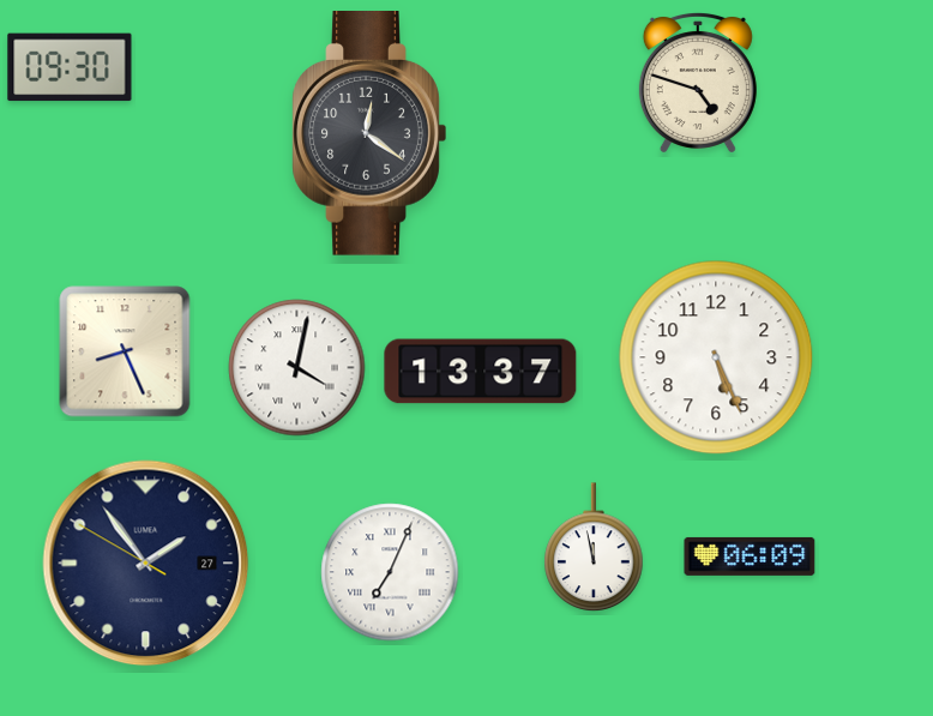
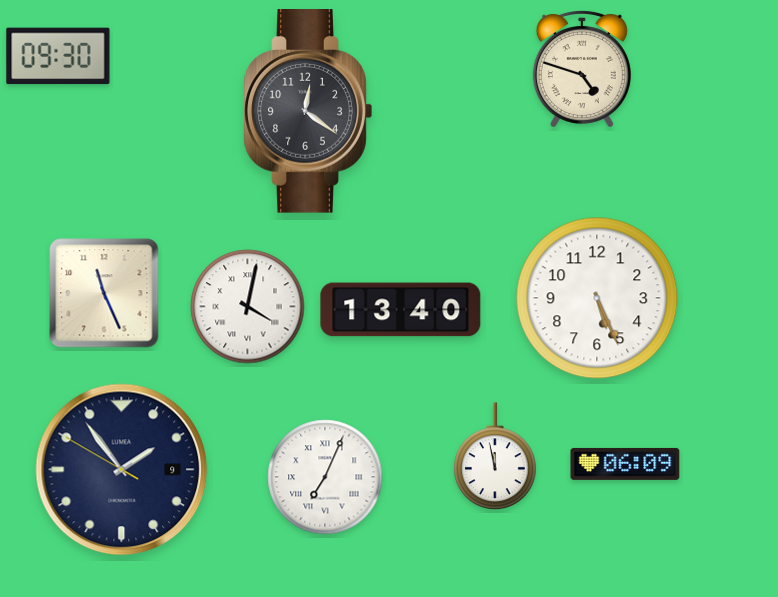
clock at (125, 351): 8:26 -> 11:26
clock at (481, 372): 13:37 -> 13:40
clock at (146, 564) date: 27 -> 9
